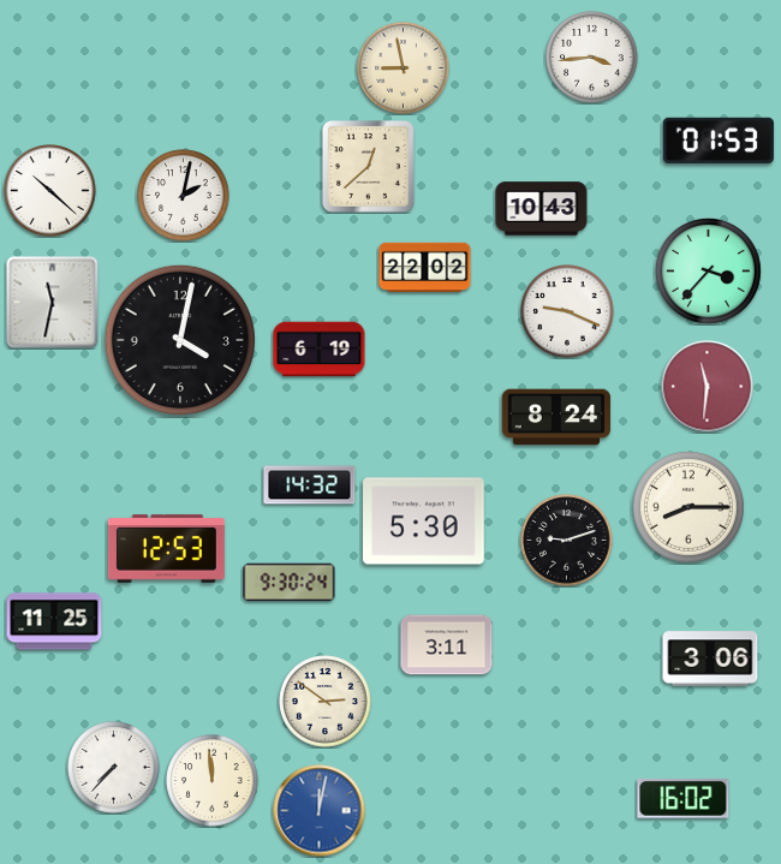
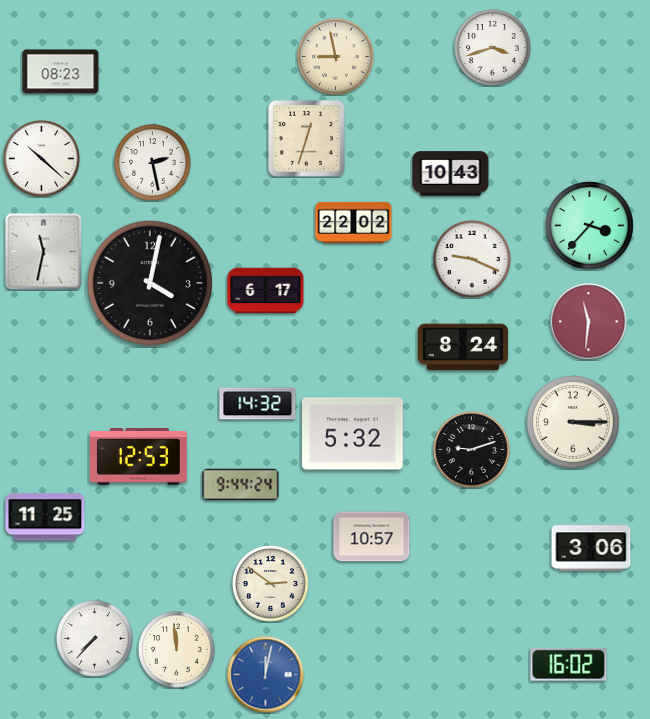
clock at (592, 58): 3:44 -> 3:42
clock at (61, 72): none -> 08:23
clock at (719, 141): 01:53 -> none
clock at (368, 166): 12:38 -> 12:33
clock at (184, 196): 2:02 -> 2:28
clock at (320, 350): 6:19 -> 6:17
clock at (688, 507): 8:15 -> 3:15
clock at (424, 522): 5:30 -> 5:32
clock at (290, 583): 9:30 -> 9:44
clock at (447, 645): 3:11 -> 10:57
